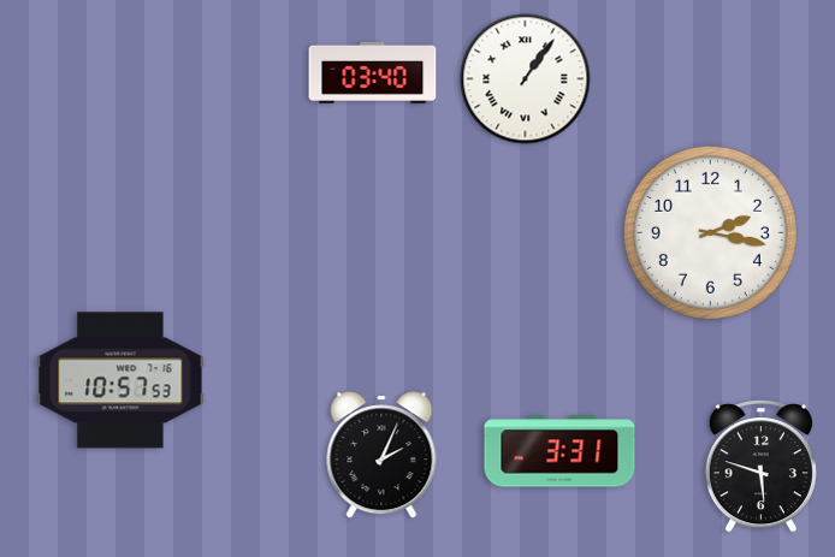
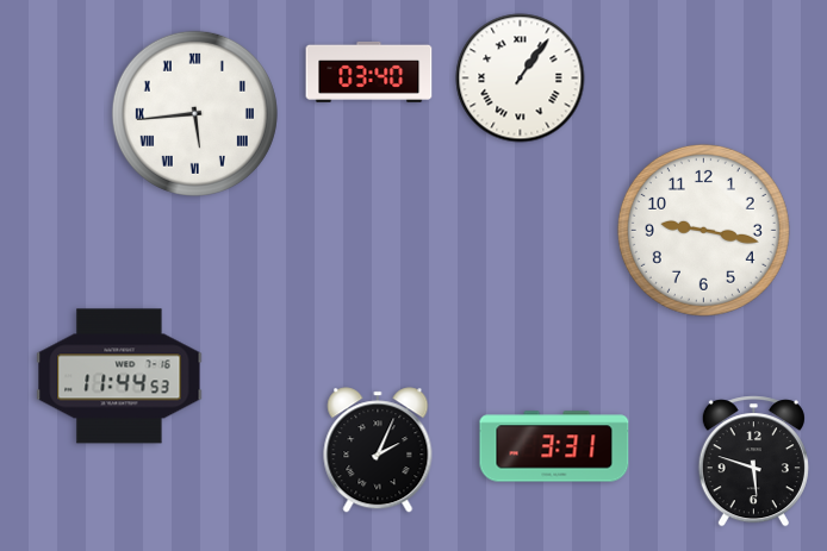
clock at (194, 113): none -> 5:44
clock at (710, 232): 2:17 -> 9:17
clock at (120, 380): 10:57 -> 11:44
